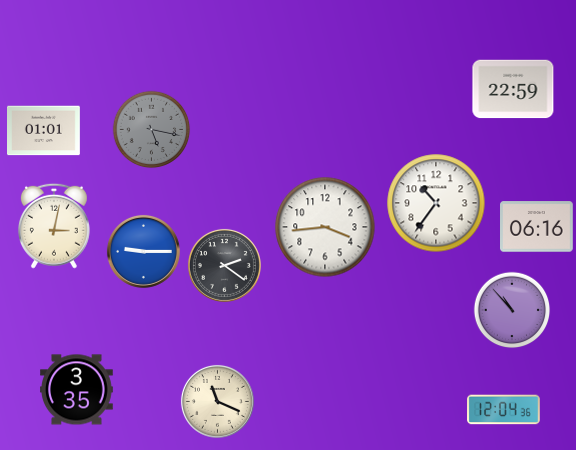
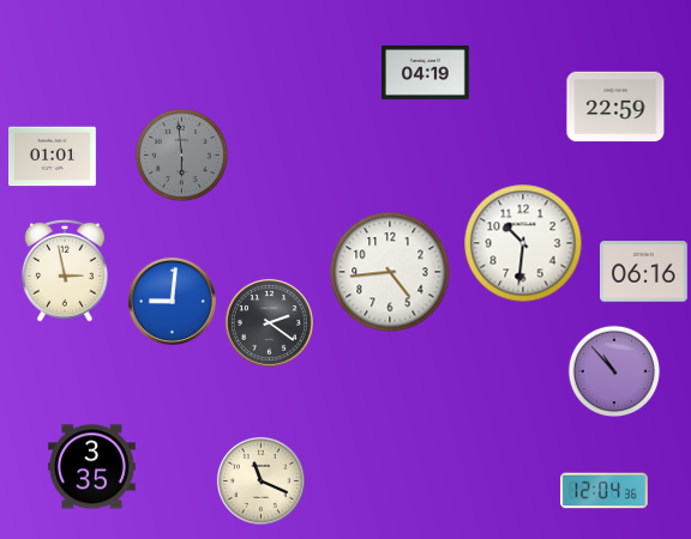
clock at (426, 72): none -> 04:19
clock at (152, 130): 5:17 -> 5:59
clock at (436, 203): 10:36 -> 10:31
clock at (54, 226): 3:02 -> 2:58
clock at (325, 227): 3:44 -> 4:44
clock at (143, 251): 9:15 -> 9:01
clock at (224, 265) position: (224, 265) -> (269, 322)
